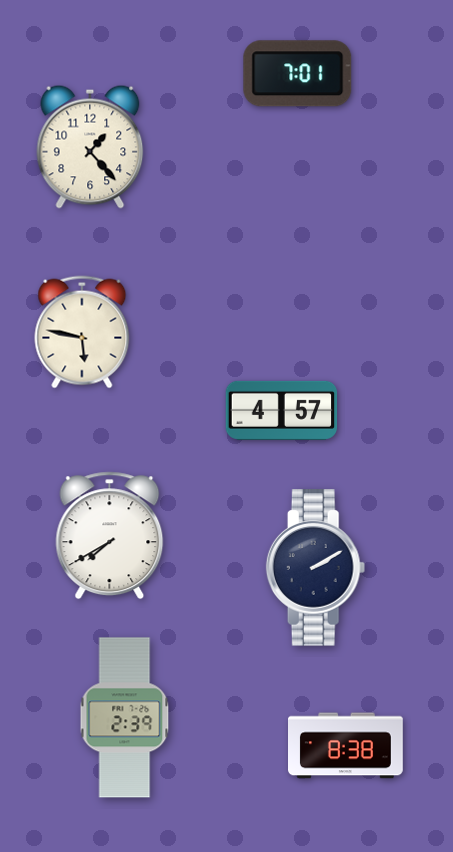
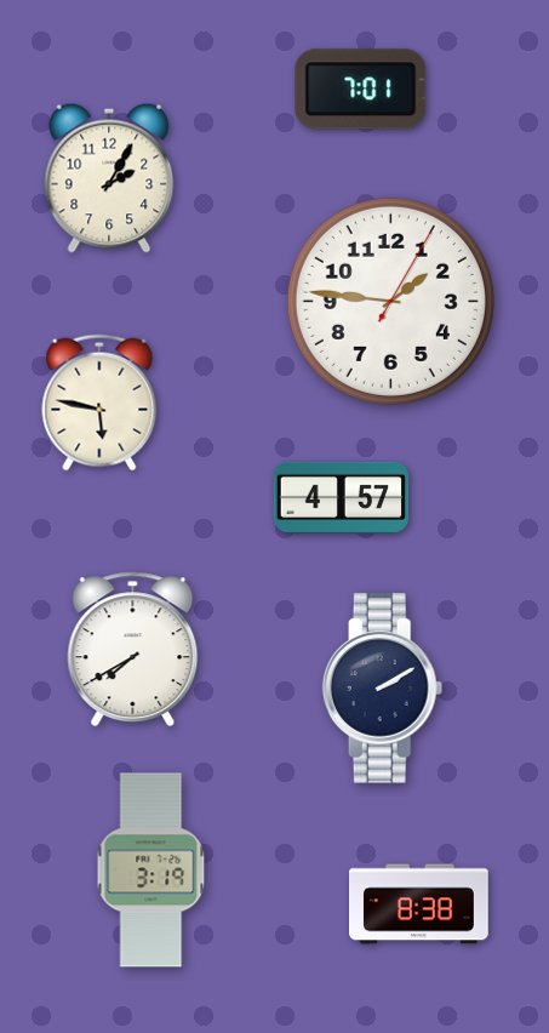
clock at (90, 147): 1:23 -> 2:05
clock at (390, 301): none -> 1:46
clock at (125, 718): 2:39 -> 3:19
